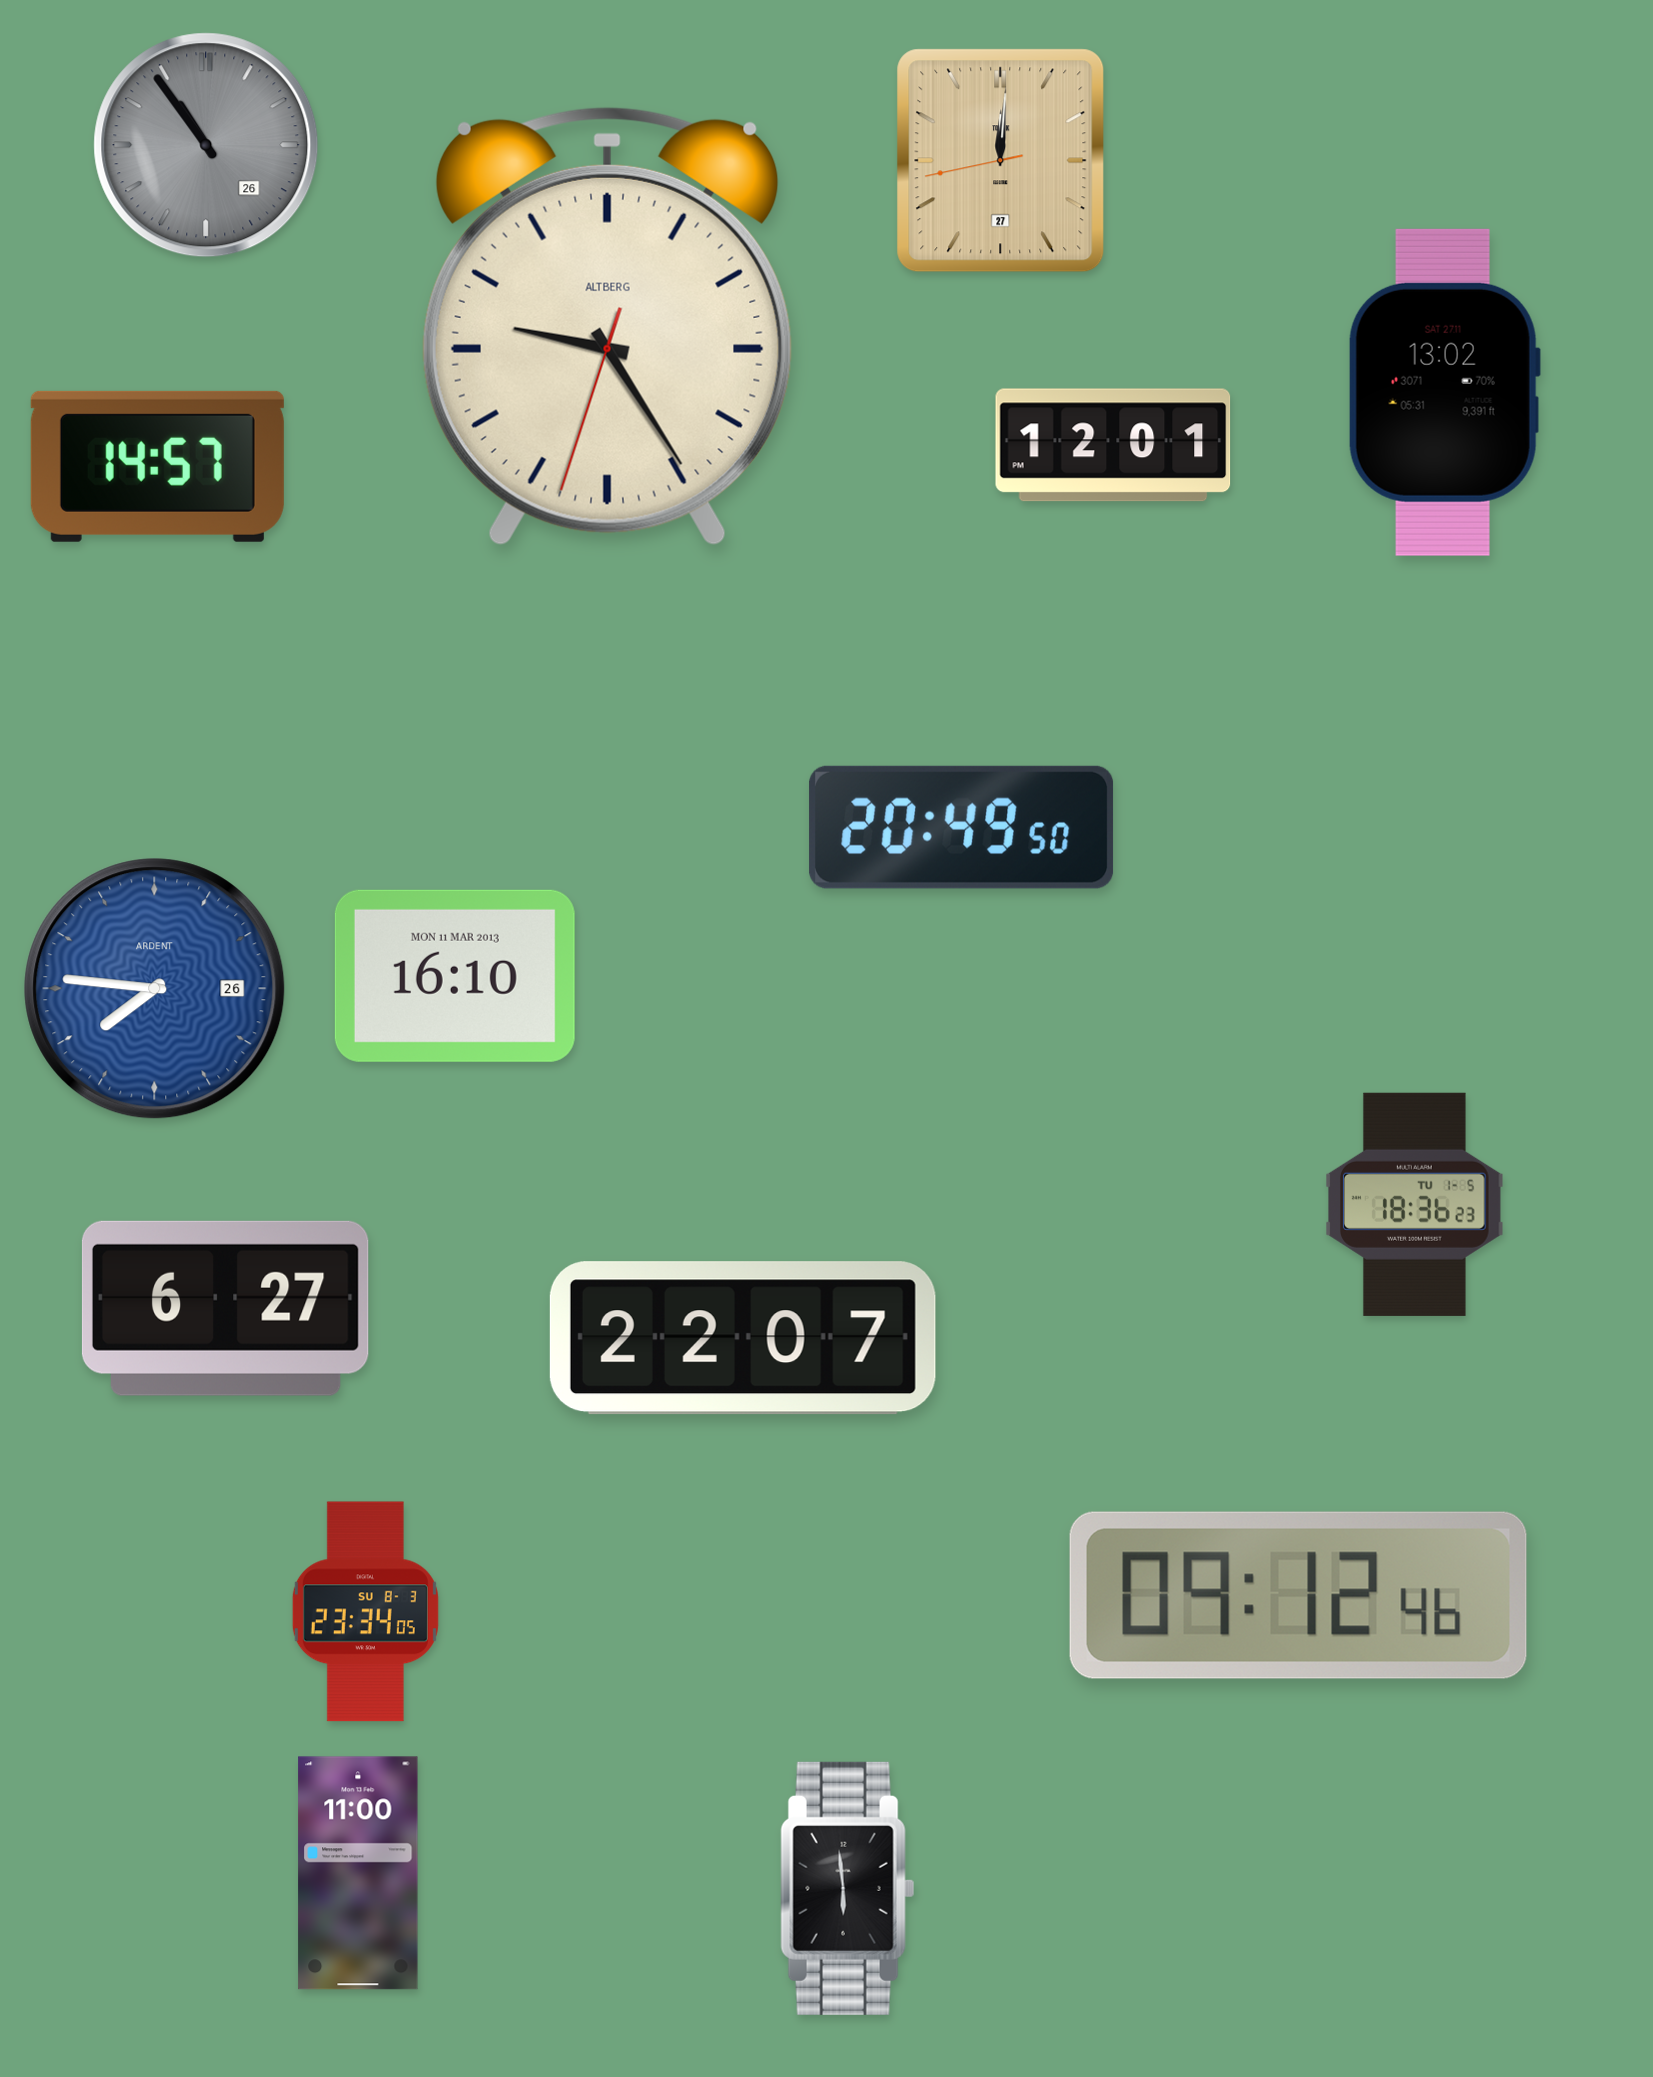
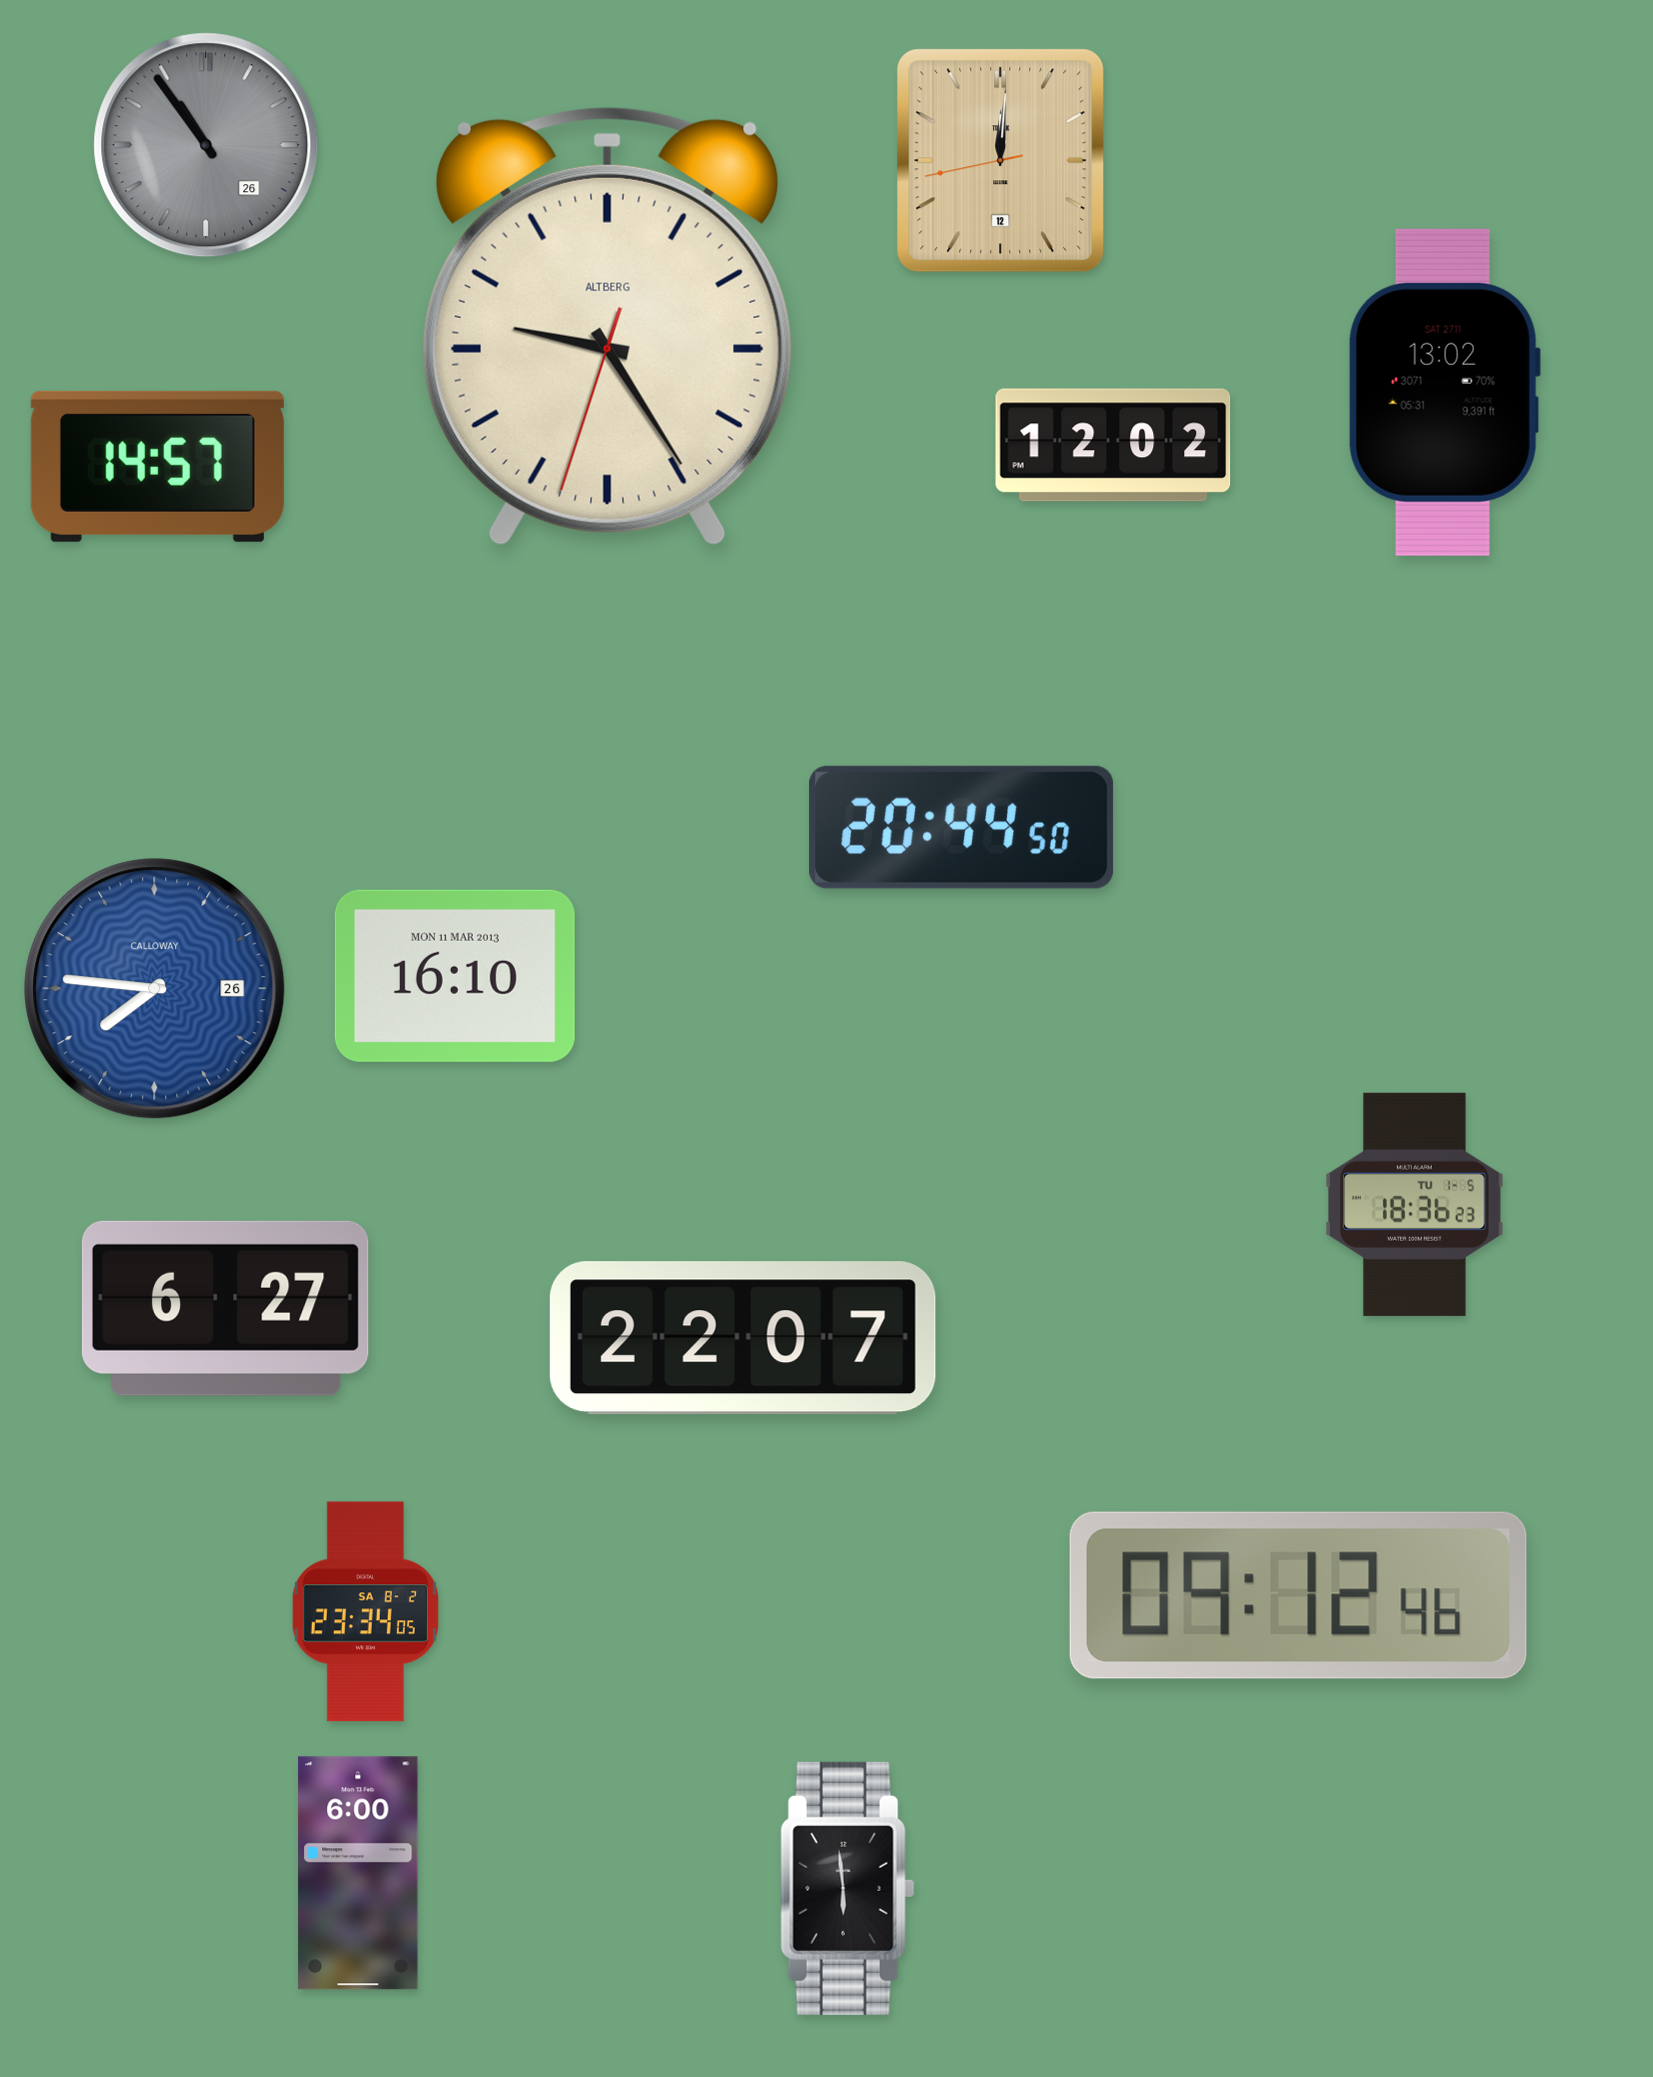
clock at (1001, 161) date: 27 -> 12
clock at (1113, 445): 12:01 -> 12:02
clock at (962, 827): 20:49 -> 20:44
clock at (155, 989) brand: ARDENT -> CALLOWAY
clock at (365, 1612) date: SU 8-3 -> SA 8-2
clock at (358, 1873): 11:00 -> 6:00
